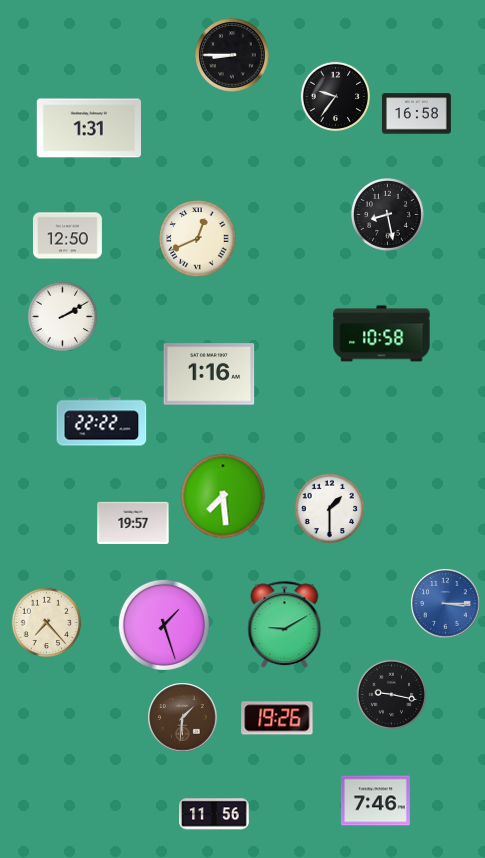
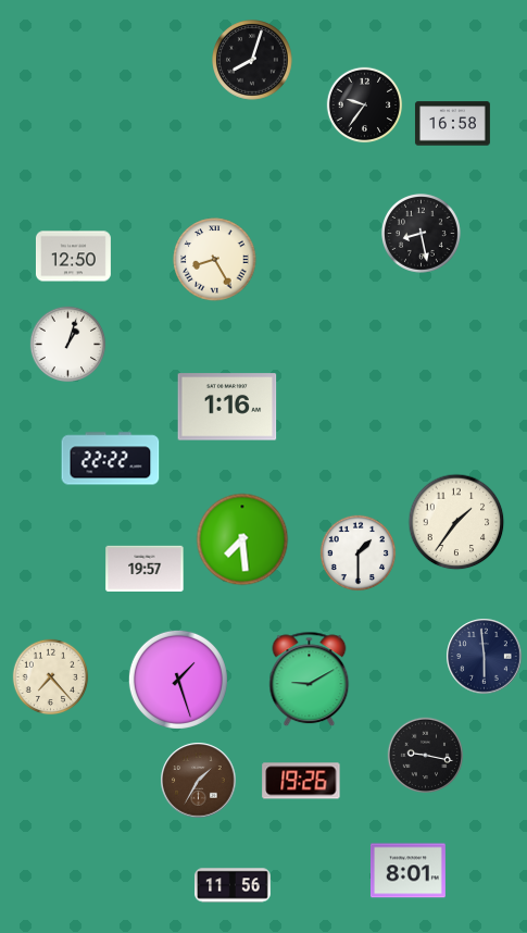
clock at (232, 55): 8:45 -> 8:03
clock at (88, 128): 1:31 -> none
clock at (198, 239): 12:41 -> 8:25
clock at (63, 317): 2:10 -> 1:03
clock at (382, 334): 10:58 -> none
clock at (456, 522): none -> 1:36
clock at (446, 604): 3:15 -> 5:59
clock at (446, 604) dial: blue -> navy
clock at (183, 718): 1:31 -> 1:35
clock at (375, 801): 7:46 -> 8:01
